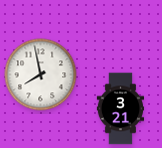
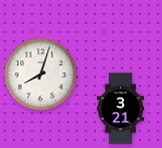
clock at (41, 75): 7:58 -> 8:03
